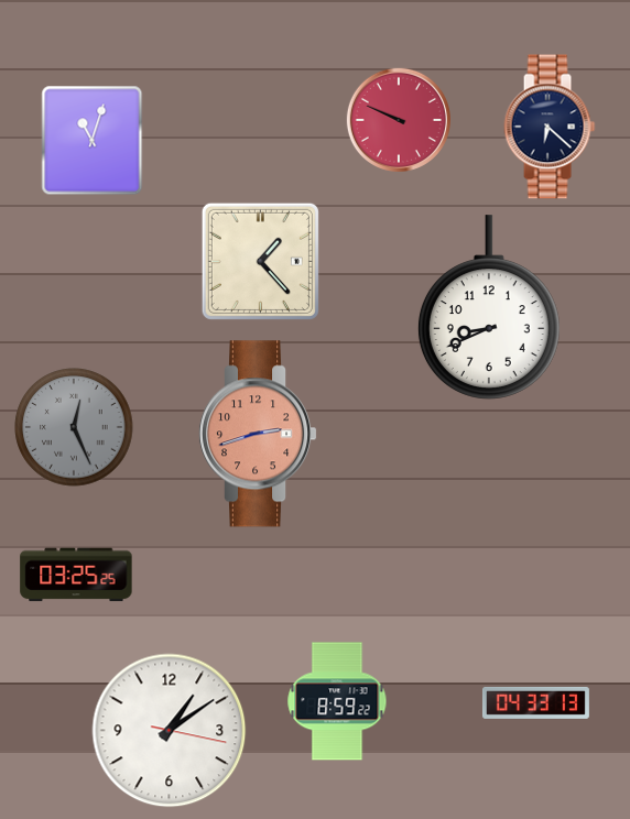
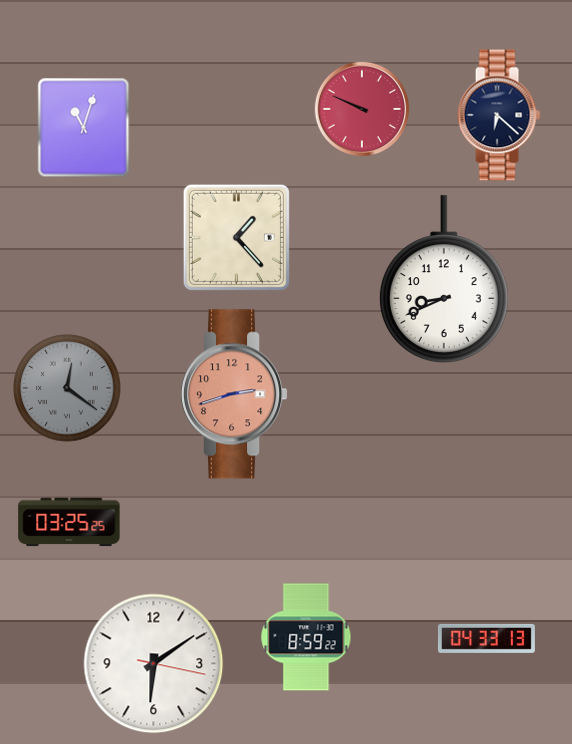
clock at (74, 427): 12:26 -> 12:21
clock at (170, 731): 1:09 -> 6:09
